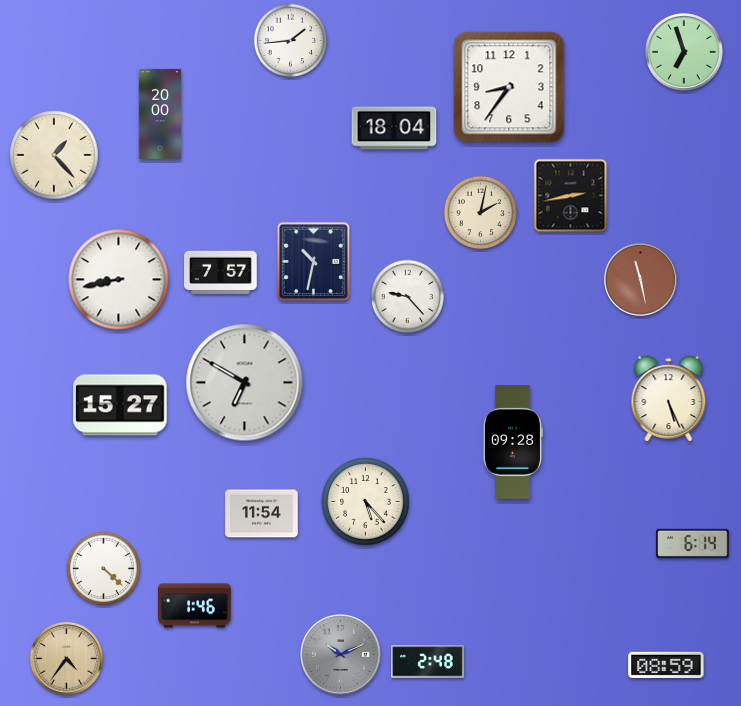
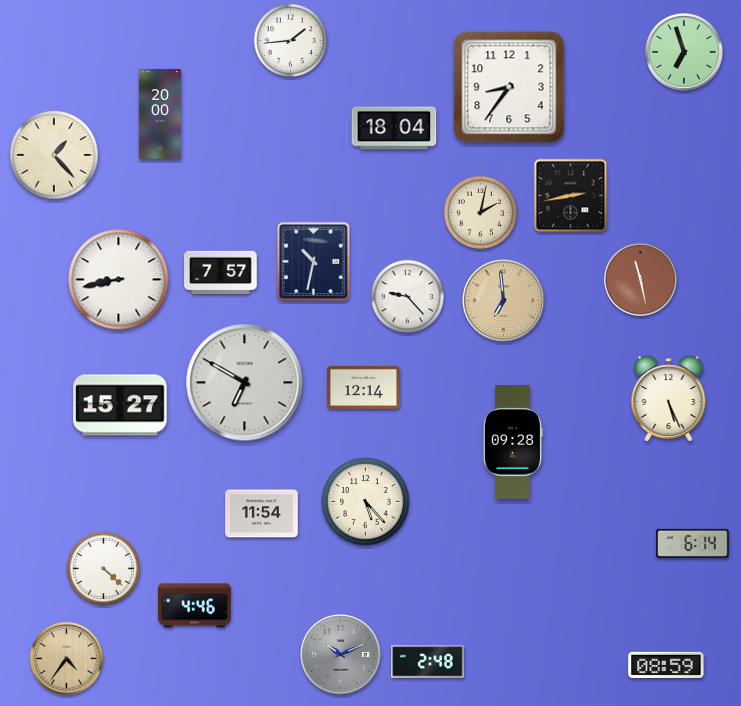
clock at (504, 301): none -> 6:59
clock at (364, 387): none -> 12:14
clock at (195, 606): 1:46 -> 4:46
